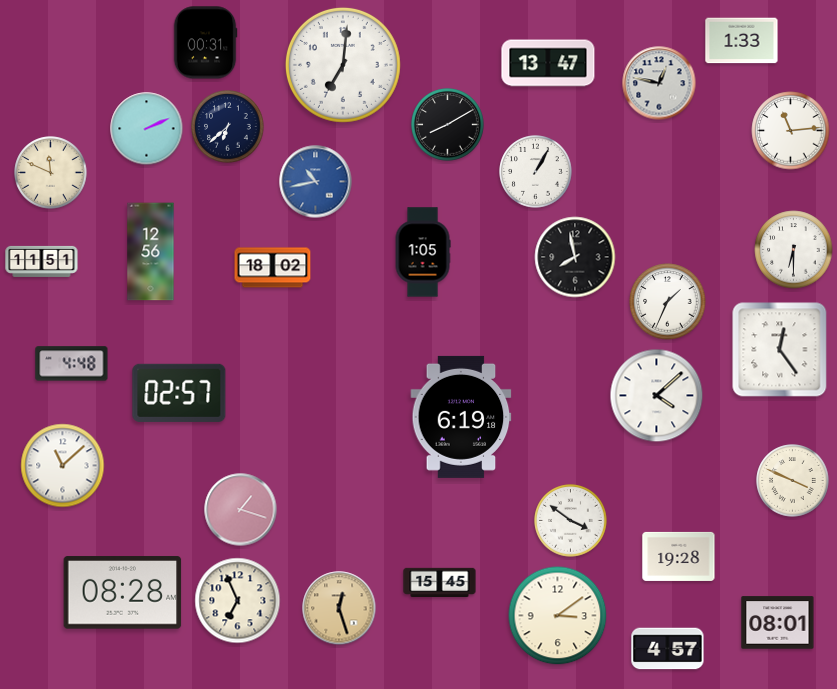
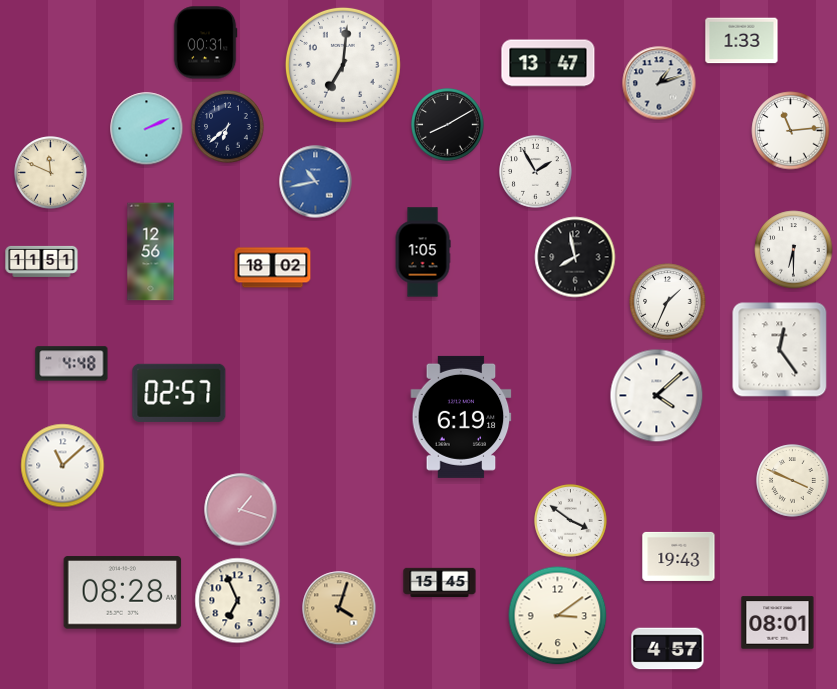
clock at (659, 83): 12:47 -> 1:12
clock at (536, 172): 1:05 -> 1:55
clock at (679, 556): 19:28 -> 19:43
clock at (339, 608): 12:27 -> 4:03
